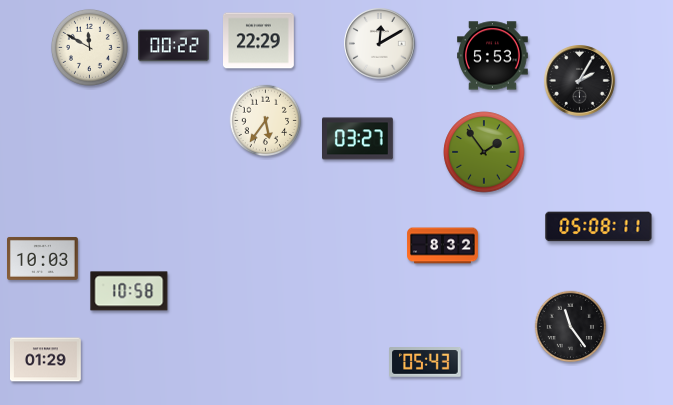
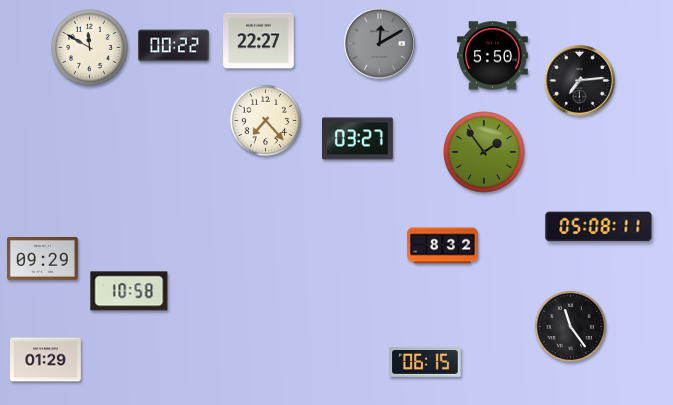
clock at (259, 41): 22:29 -> 22:27
clock at (380, 44) dial: white -> grey
clock at (493, 56): 5:53 -> 5:50
clock at (580, 81): 2:05 -> 7:14
clock at (266, 121): 5:36 -> 7:23
clock at (43, 258): 10:03 -> 09:29
clock at (425, 362): 05:43 -> 06:15
